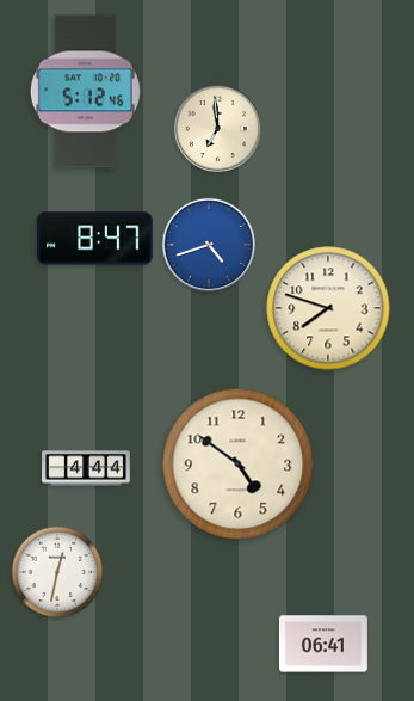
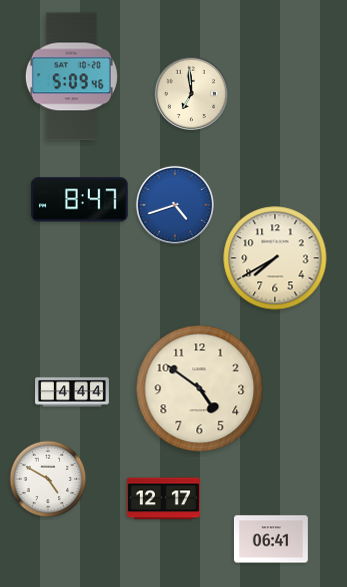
clock at (85, 92): 5:12 -> 5:09
clock at (217, 128) position: (217, 128) -> (191, 93)
clock at (328, 308): 7:48 -> 7:40
clock at (57, 572): 12:32 -> 4:50
clock at (163, 499): none -> 12:17
